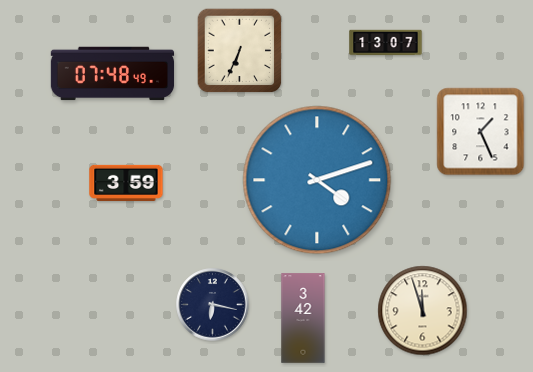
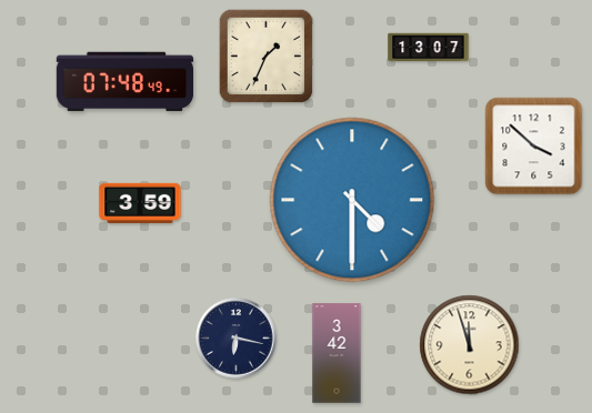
clock at (240, 51): 6:34 -> 1:34
clock at (481, 132): 1:26 -> 3:52
clock at (317, 180): 4:12 -> 4:30
